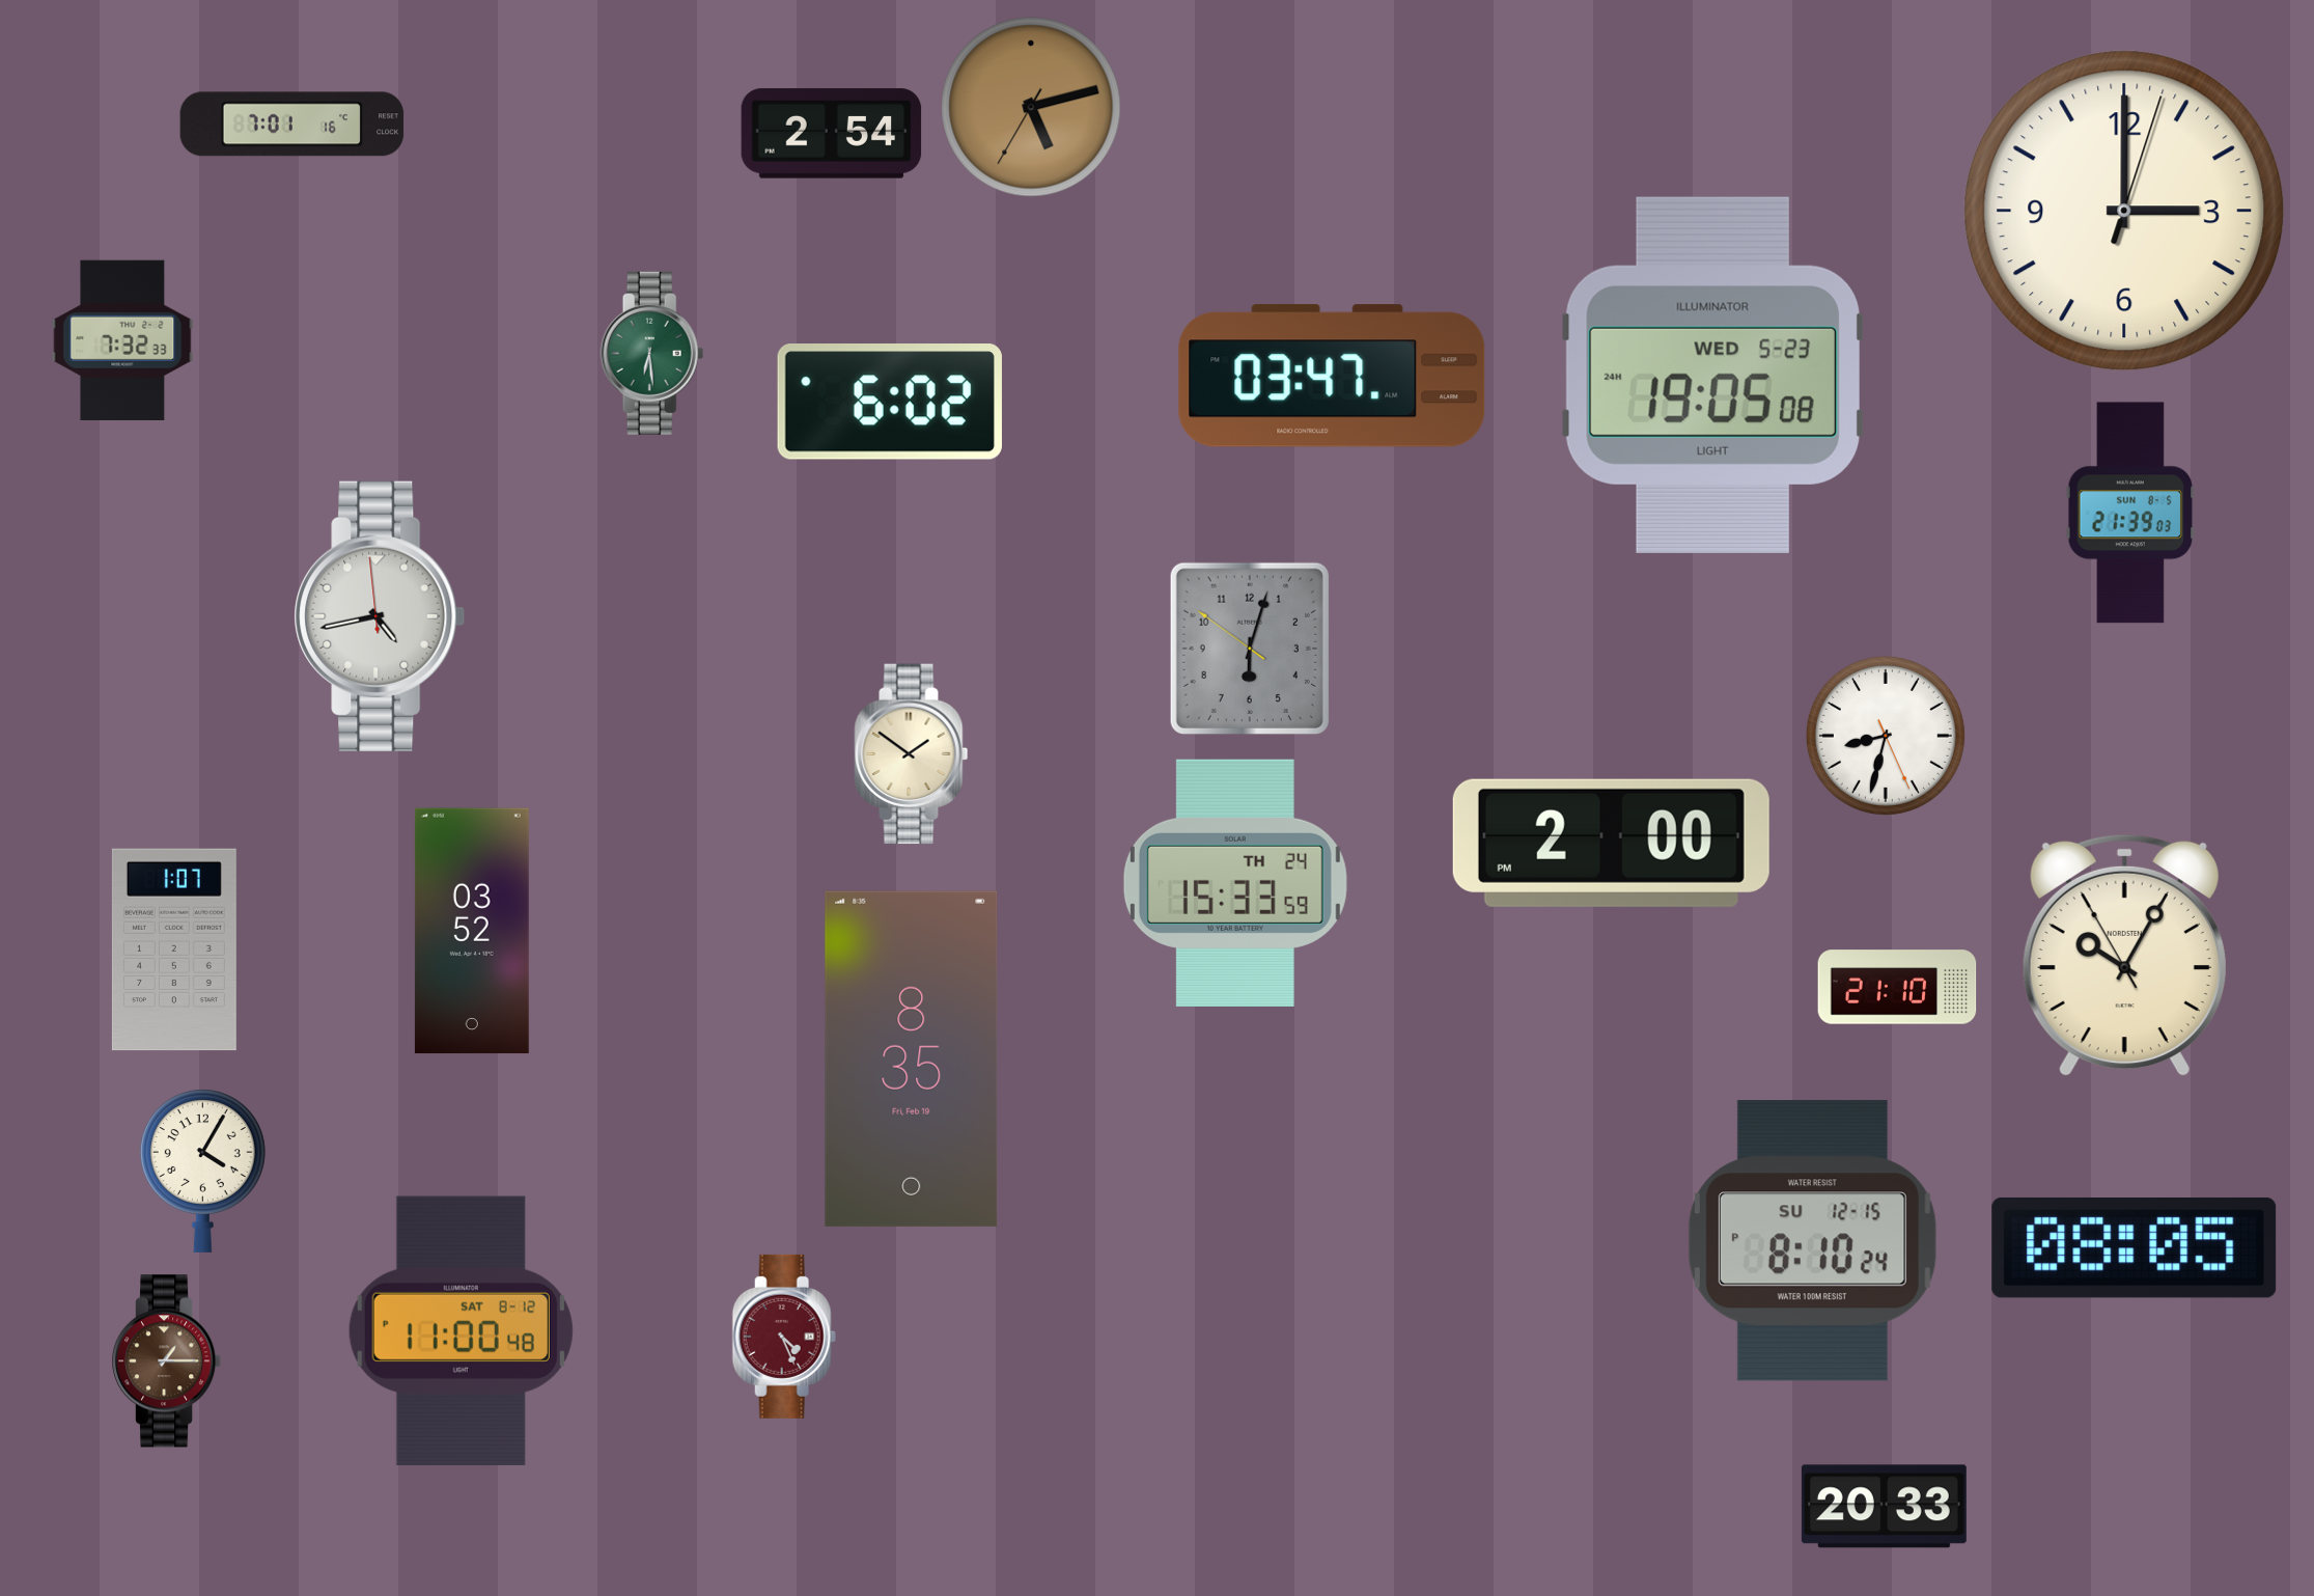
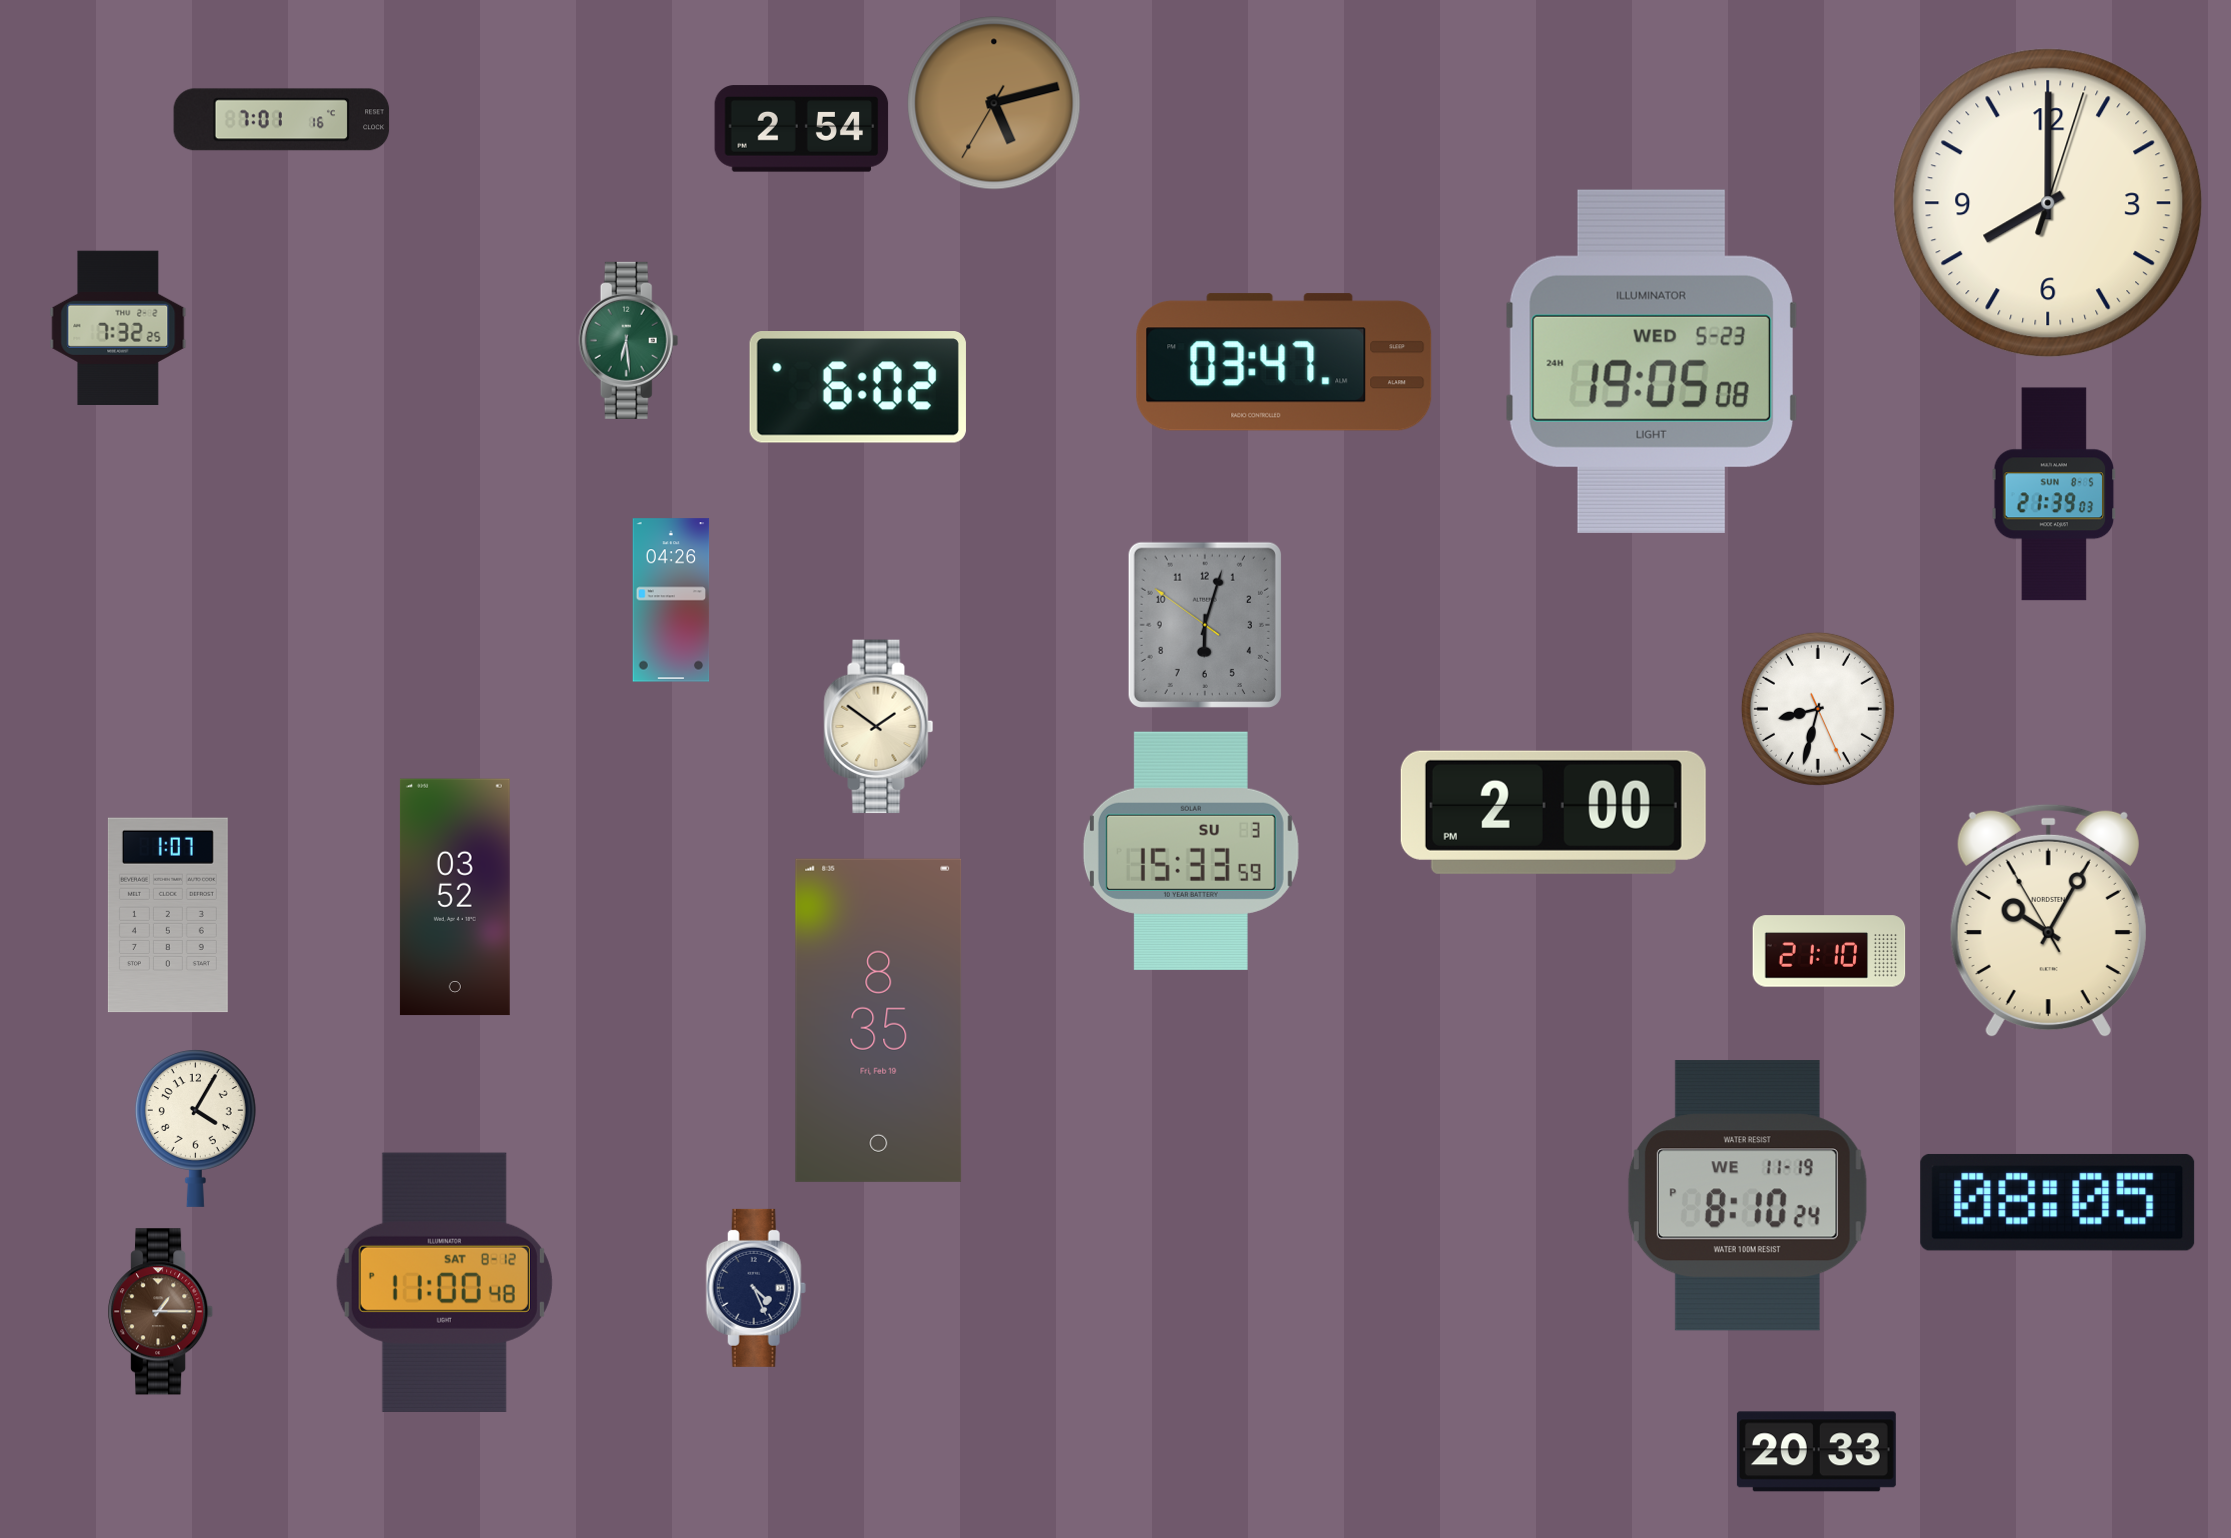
clock at (2124, 211): 3:00 -> 8:00
clock at (122, 339): 7:32:33 -> 7:32:25
clock at (380, 616): 4:42 -> none
clock at (671, 600): none -> 04:26
clock at (1235, 883) date: TH 24 -> SU 3
clock at (1812, 1241) date: SU 12-15 -> WE 11-19
clock at (784, 1337) dial: burgundy -> navy
